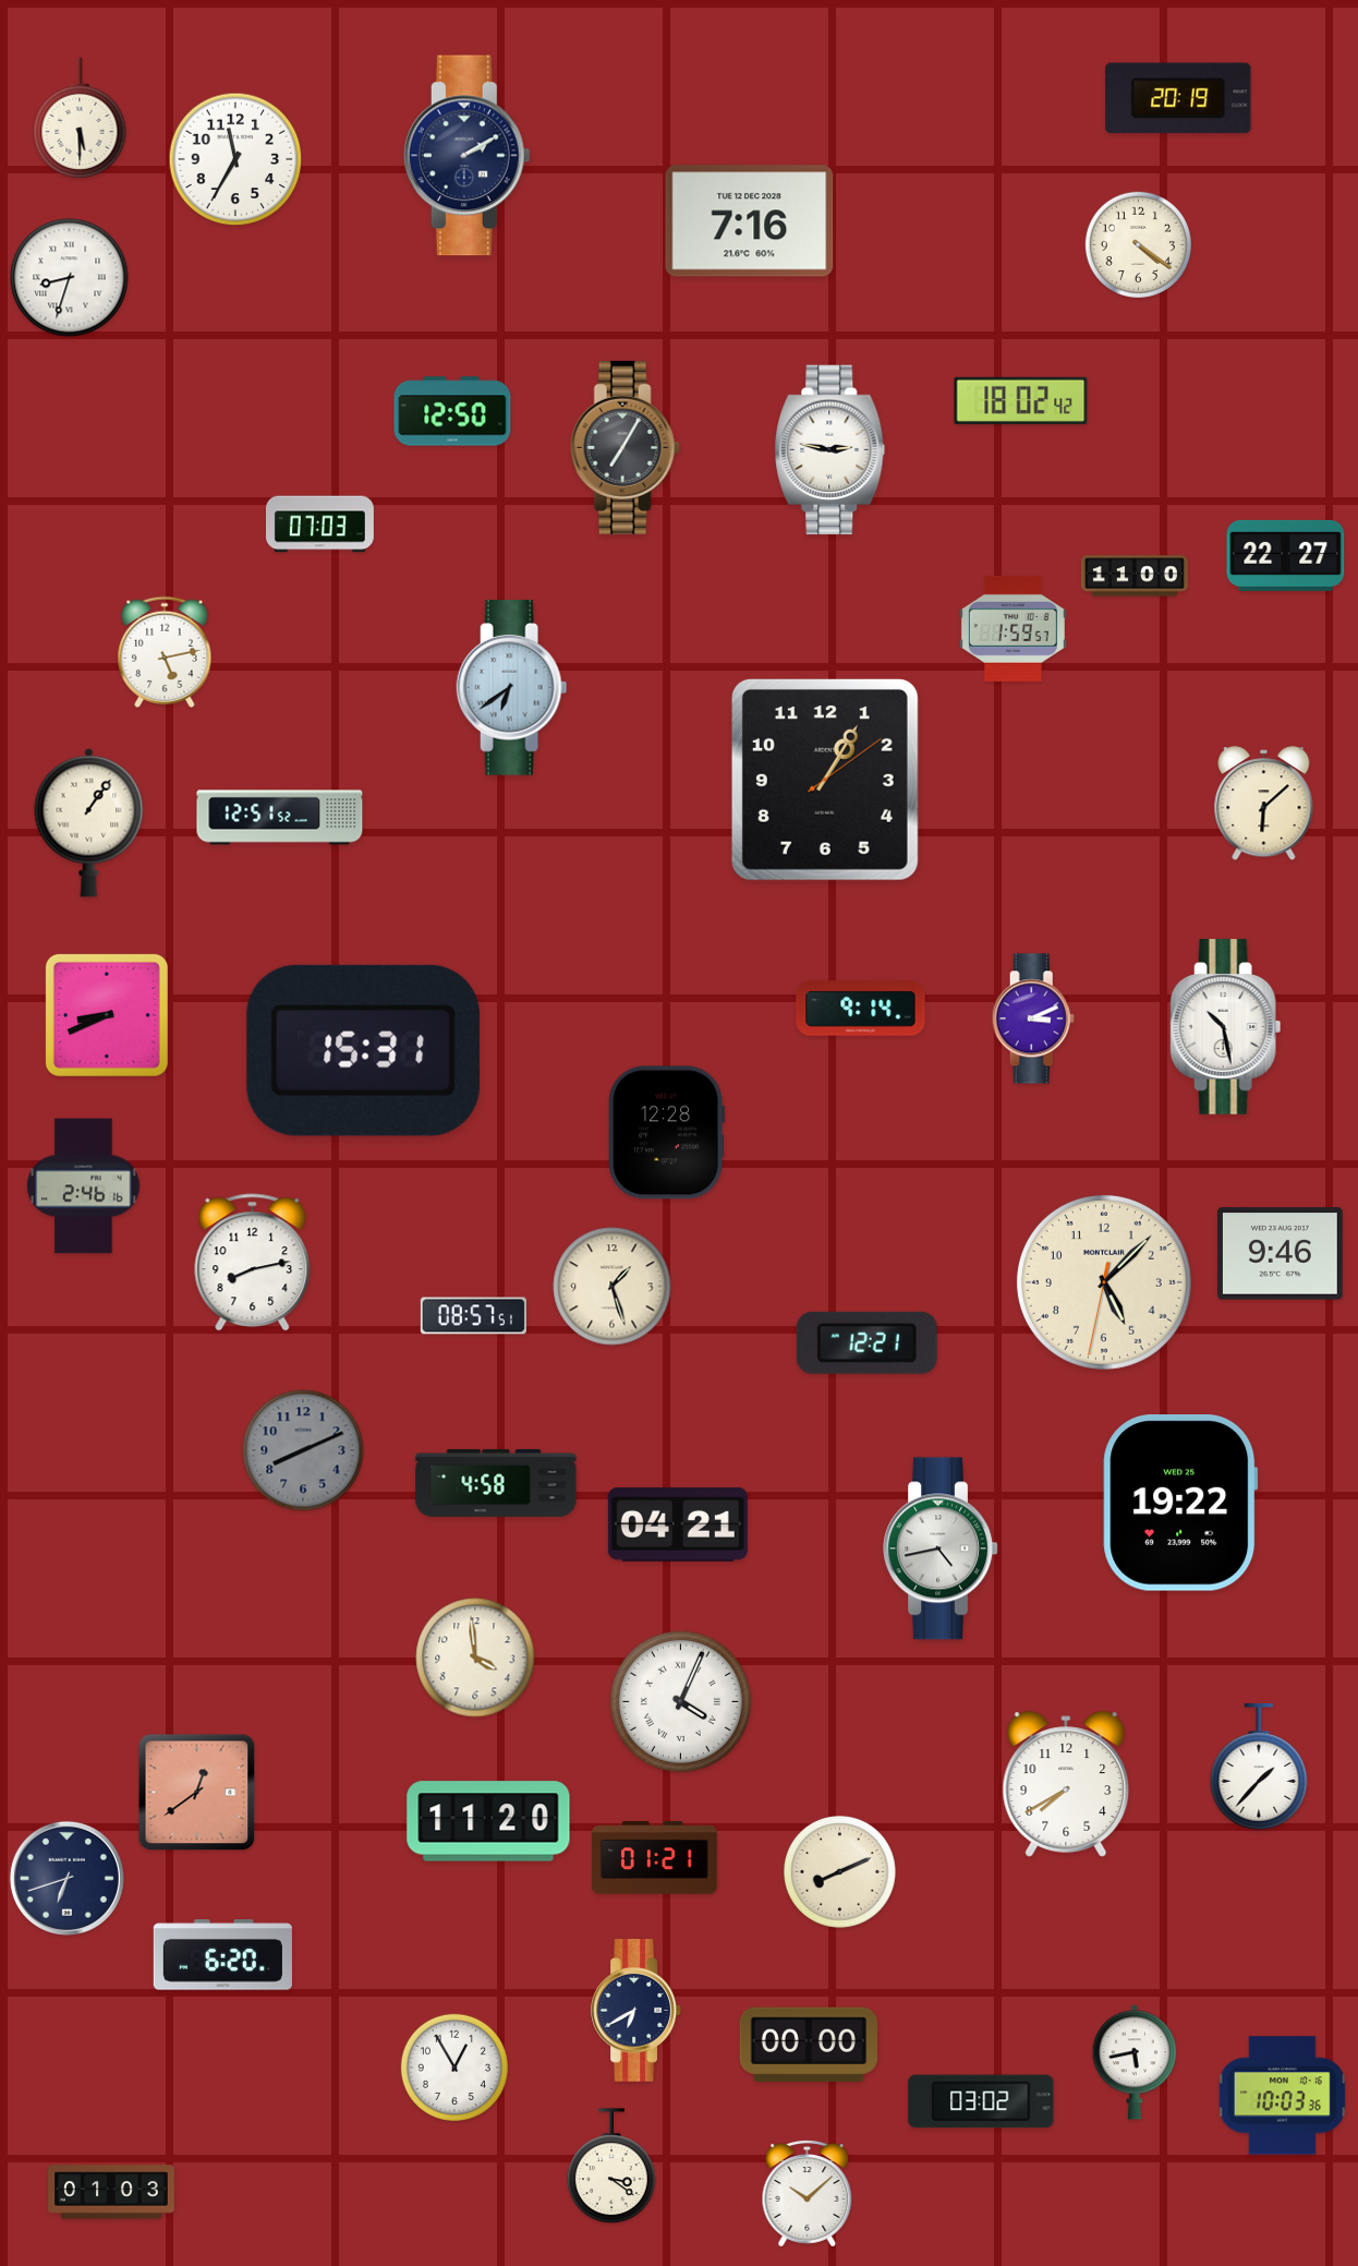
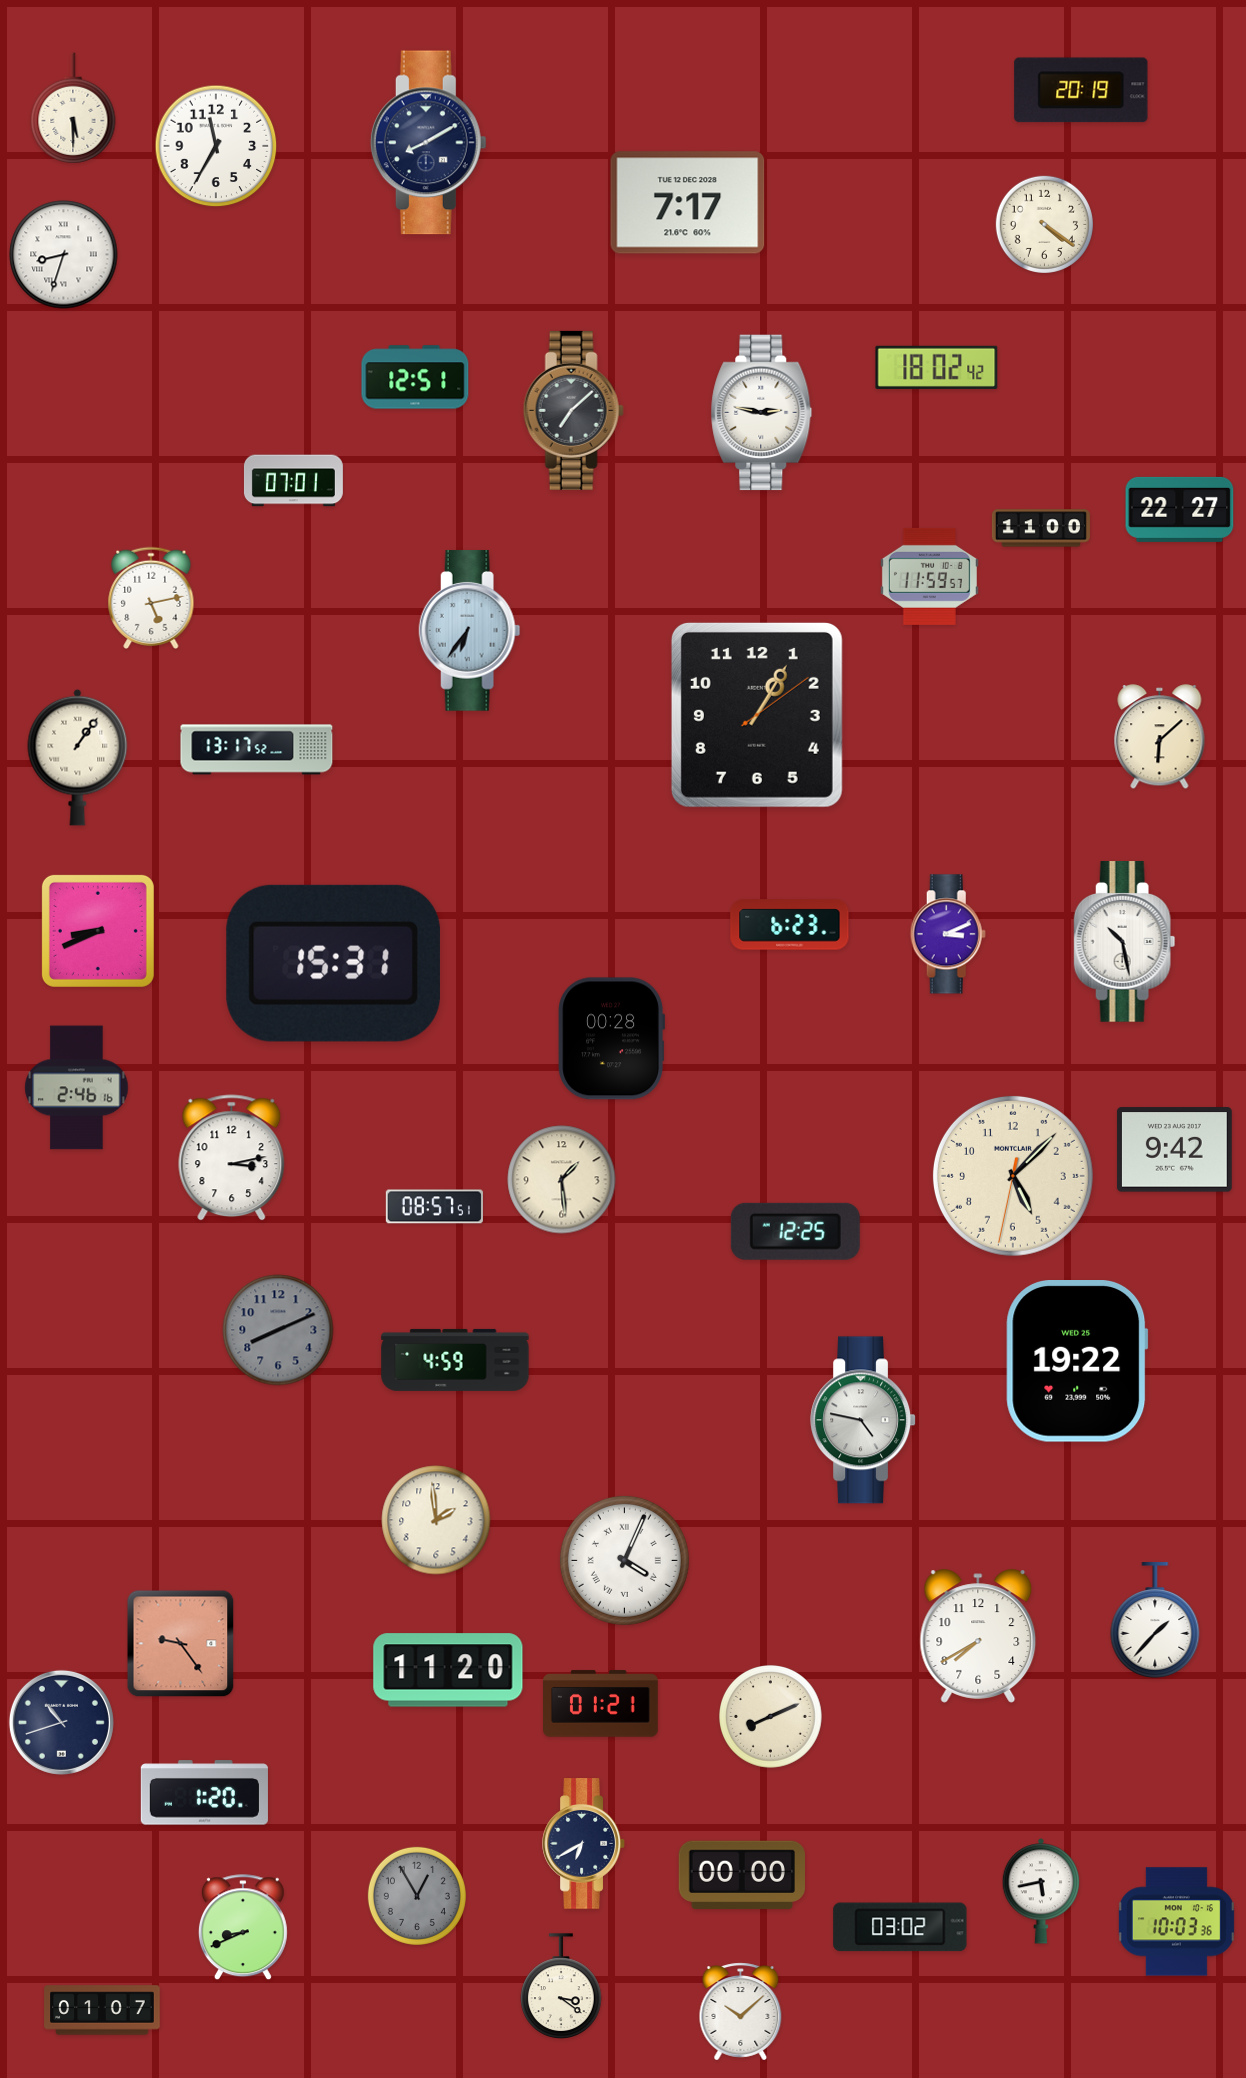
clock at (466, 156): 2:10 -> 8:10
clock at (750, 221): 7:16 -> 7:17
clock at (452, 411): 12:50 -> 12:51
clock at (625, 447): 7:05 -> 7:08
clock at (319, 525): 07:03 -> 07:01
clock at (1013, 628): 1:59 -> 11:59
clock at (512, 688): 6:39 -> 6:36
clock at (280, 818): 12:51 -> 13:17
clock at (89, 822) position: (89, 822) -> (78, 757)
clock at (861, 1009): 9:14 -> 6:23
clock at (666, 1133): 12:28 -> 00:28
clock at (1280, 1254): 9:46 -> 9:42
clock at (253, 1263): 8:13 -> 3:13
clock at (613, 1287): 1:27 -> 1:29
clock at (866, 1342): 12:21 -> 12:25
clock at (496, 1483): 4:58 -> 4:59
clock at (1180, 1504) position: (1180, 1504) -> (1077, 1362)
clock at (678, 1524): 04:21 -> none
clock at (941, 1548): 4:43 -> 4:47
clock at (475, 1658): 3:59 -> 1:59
clock at (197, 1793): 12:39 -> 9:24
clock at (66, 1878): 6:42 -> 10:42
clock at (222, 1955): 6:20 -> 1:20
clock at (454, 2068) dial: white -> grey
clock at (243, 1928): none -> 8:41
clock at (111, 2192): 01:03 -> 01:07
